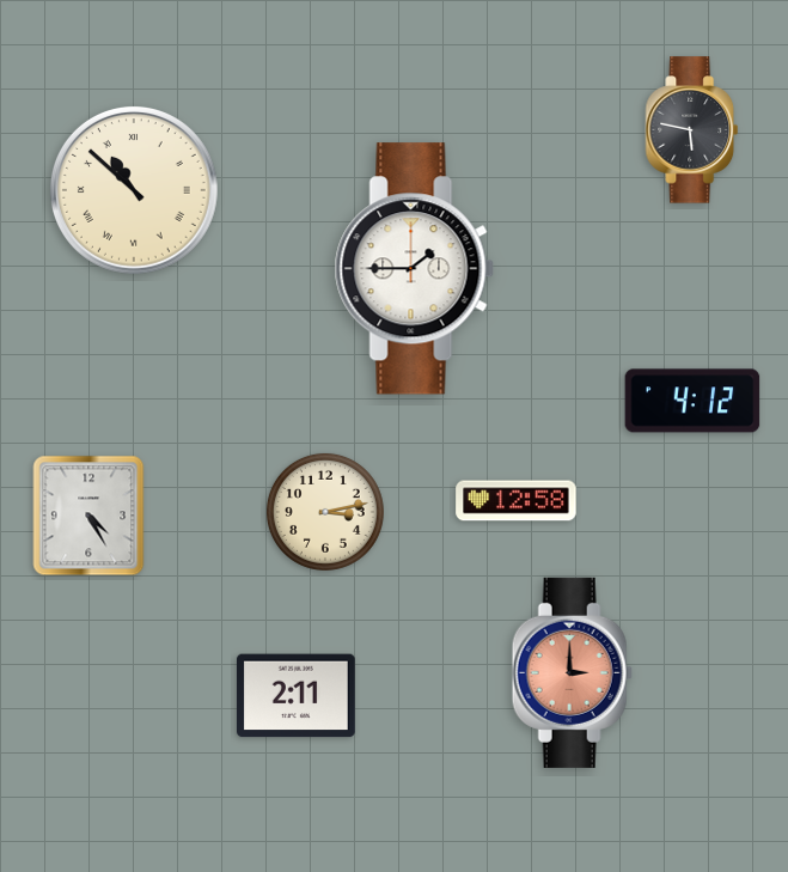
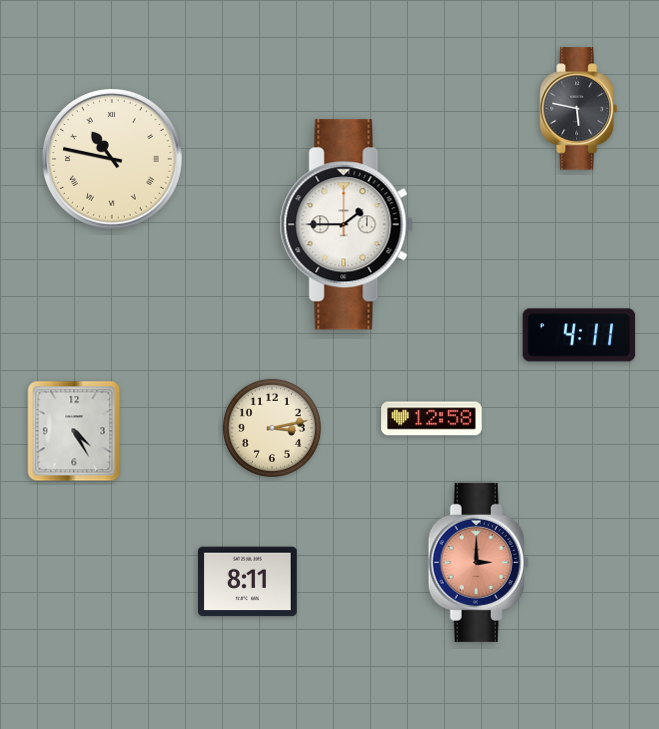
clock at (134, 190): 10:52 -> 10:47
clock at (692, 401): 4:12 -> 4:11
clock at (297, 696): 2:11 -> 8:11
